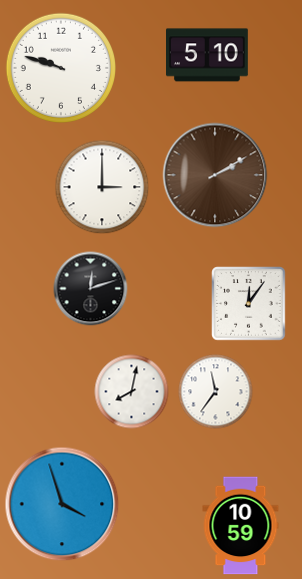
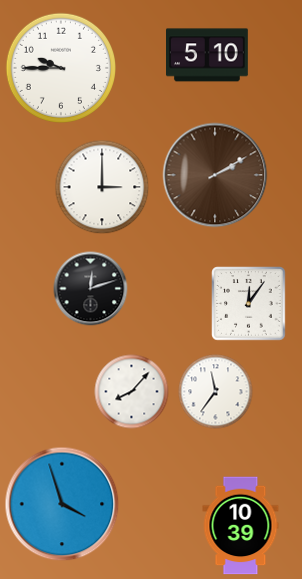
clock at (60, 67): 9:48 -> 9:45
clock at (132, 392): 8:02 -> 8:07
clock at (241, 526): 10:59 -> 10:39
